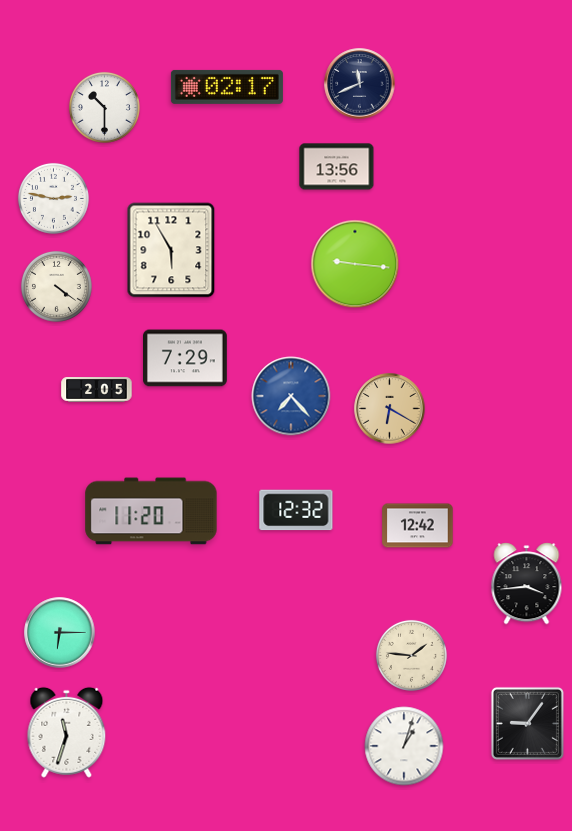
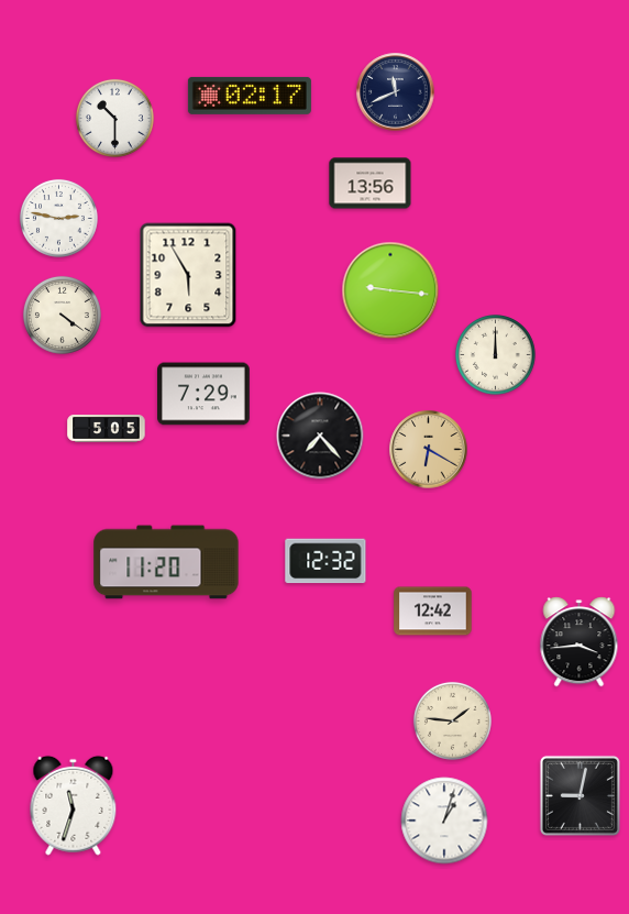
clock at (496, 355): none -> 12:00
clock at (97, 390): 2:05 -> 5:05
clock at (291, 396) dial: blue -> black
clock at (418, 526) position: (418, 526) -> (433, 612)
clock at (60, 633): 6:15 -> none
clock at (527, 723): 9:06 -> 9:02
